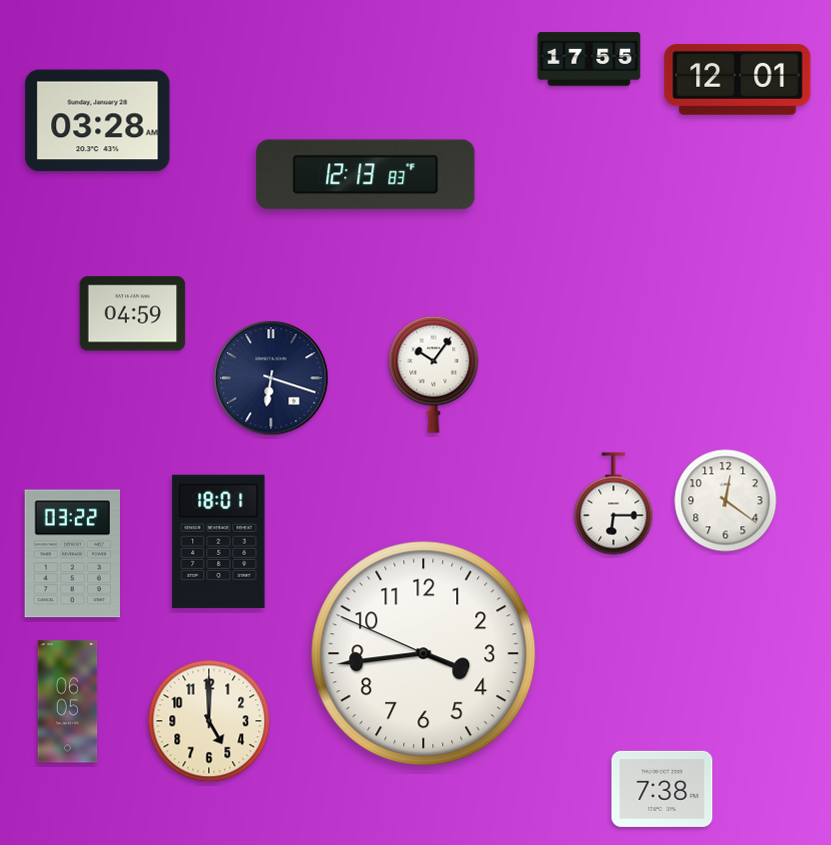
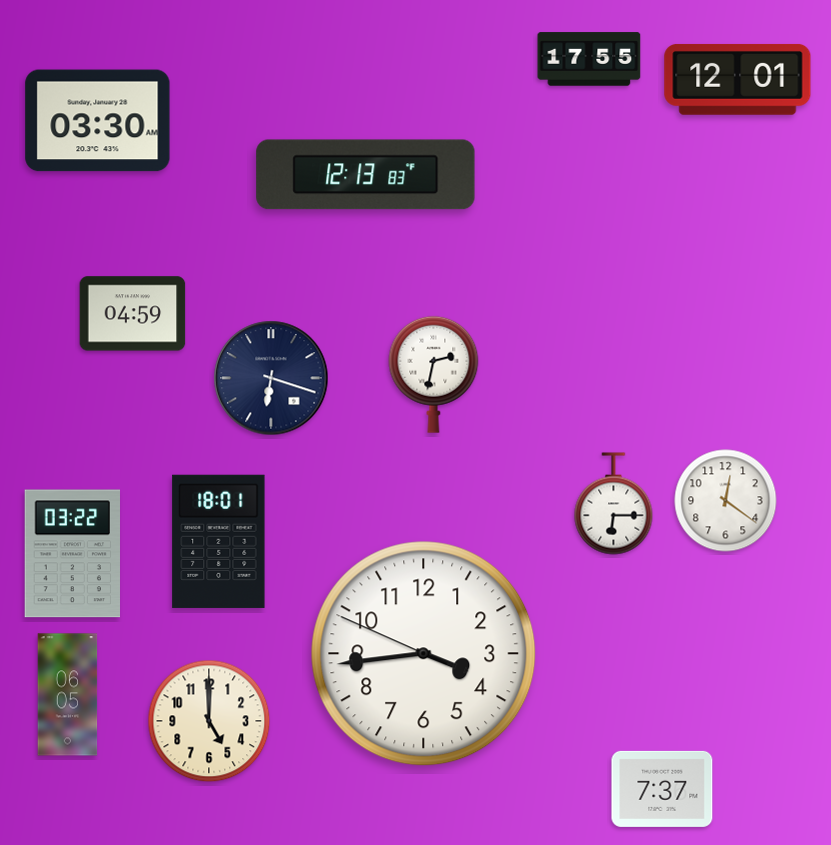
clock at (98, 121): 03:28 -> 03:30
clock at (434, 374): 10:06 -> 2:32
clock at (68, 702) position: (68, 702) -> (68, 695)
clock at (662, 789): 7:38 -> 7:37
